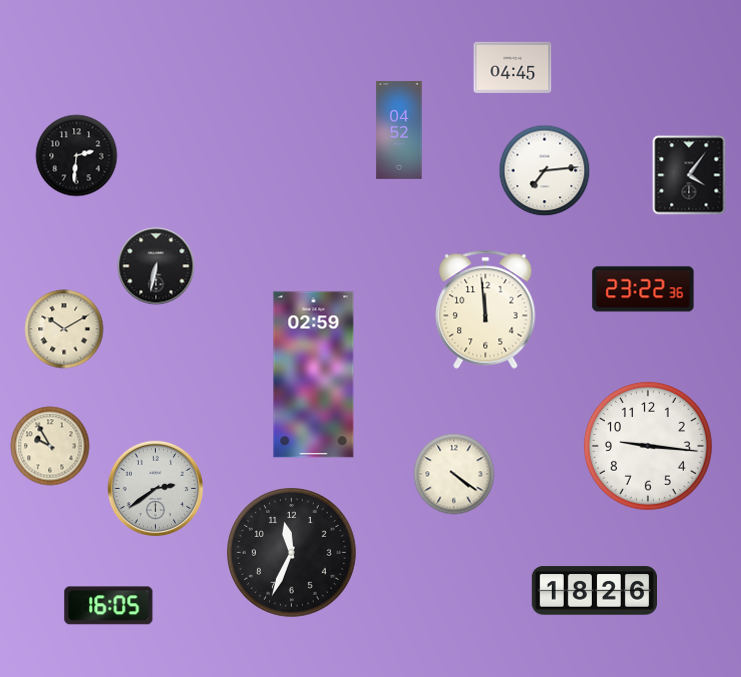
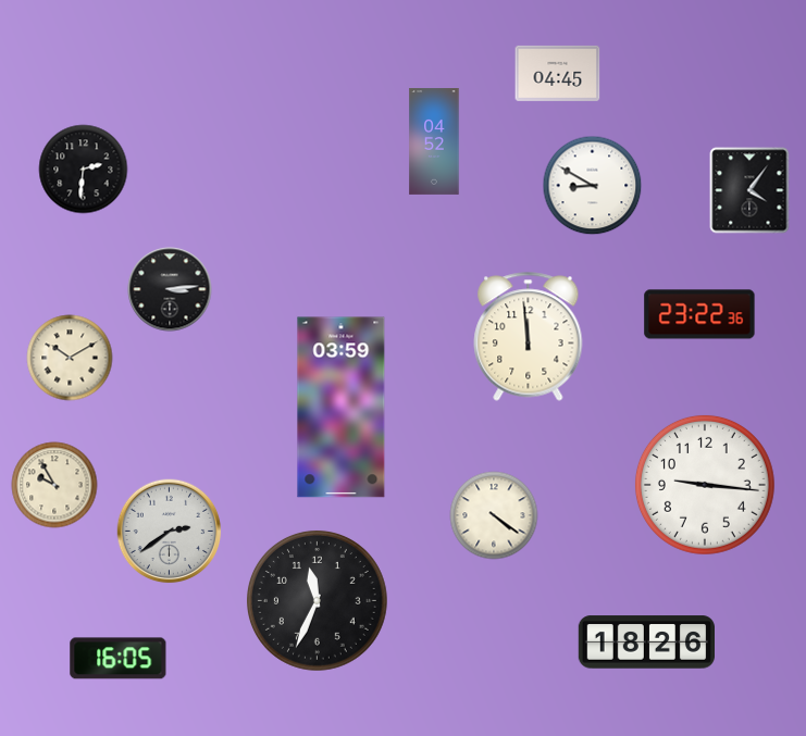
clock at (545, 171): 7:14 -> 8:50
clock at (156, 266): 6:32 -> 3:14
clock at (314, 375): 02:59 -> 03:59
